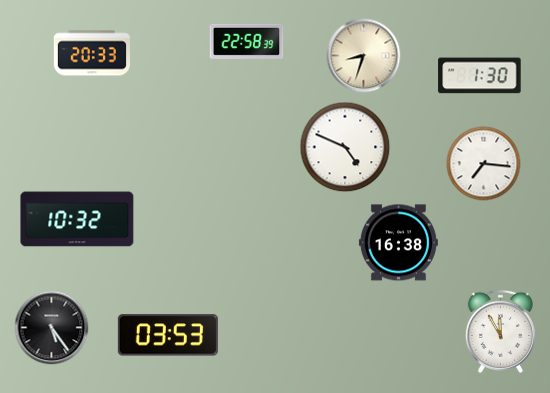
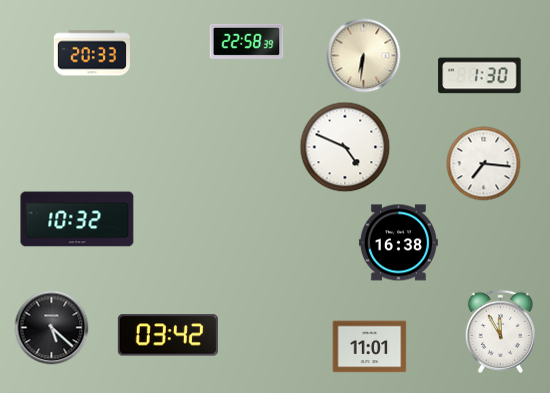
clock at (364, 56): 8:33 -> 6:31
clock at (52, 328): 5:24 -> 5:22
clock at (168, 335): 03:53 -> 03:42
clock at (370, 347): none -> 11:01
